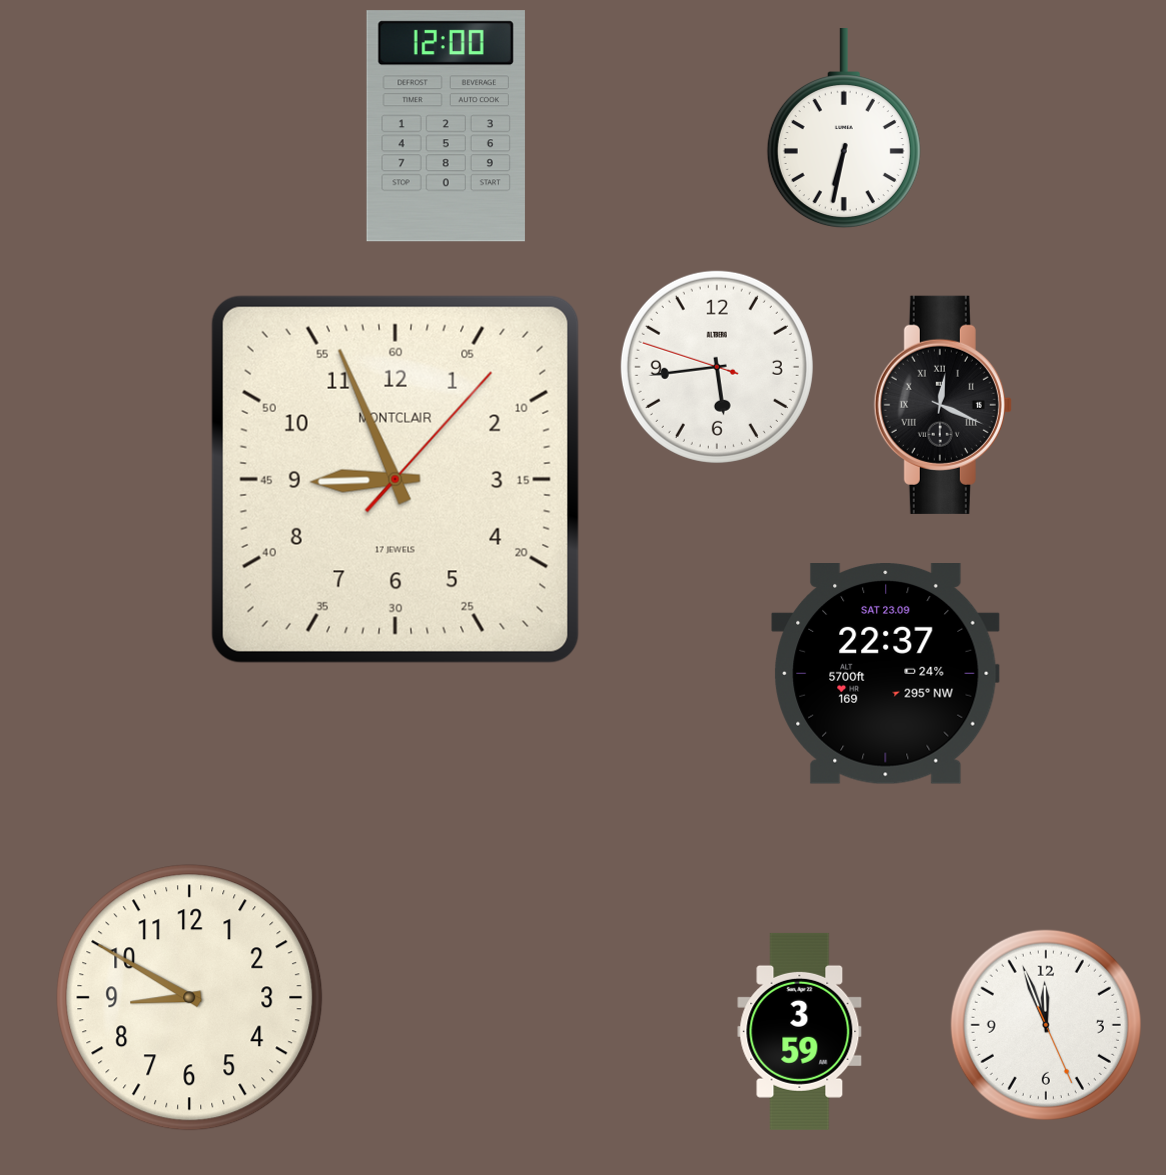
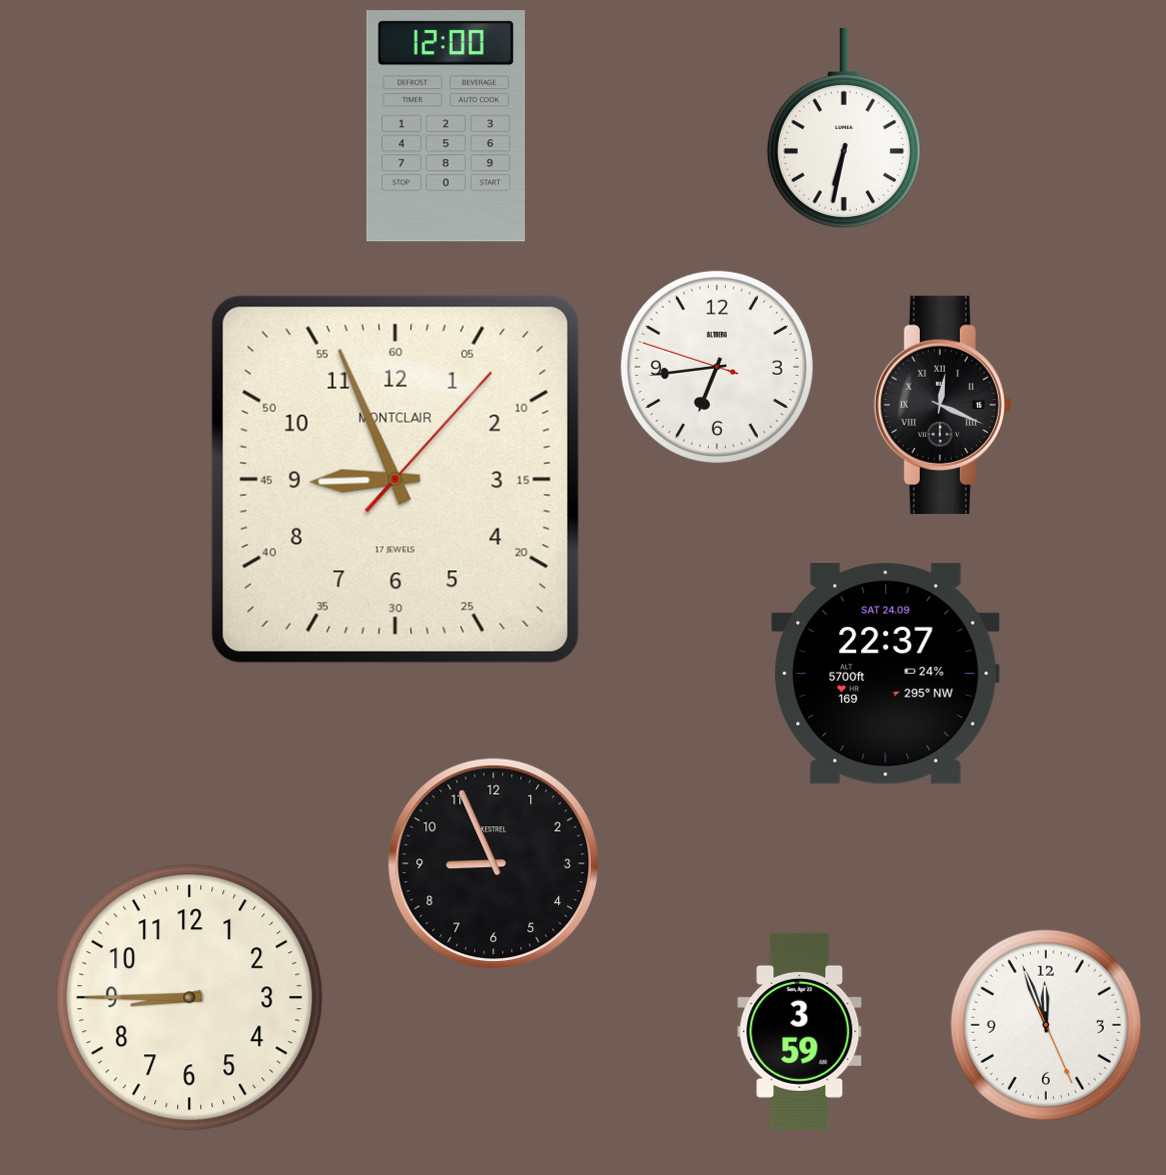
clock at (717, 367): 5:43 -> 6:43
clock at (886, 674) date: SAT 23.09 -> SAT 24.09
clock at (494, 864): none -> 8:56
clock at (190, 998): 8:50 -> 8:45
